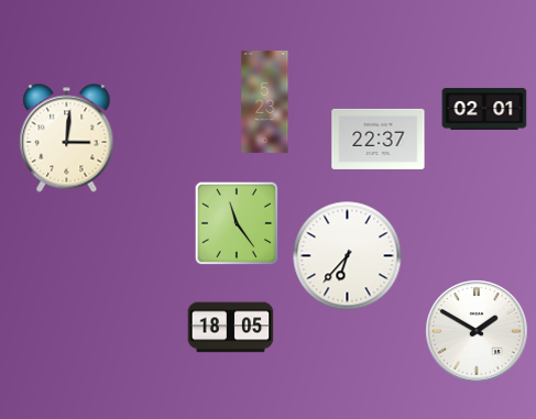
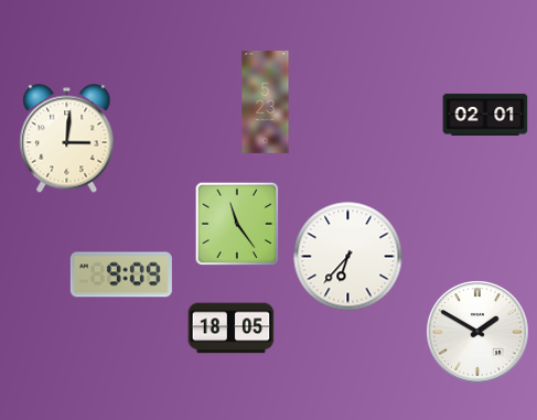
clock at (484, 109) position: (484, 109) -> (485, 115)
clock at (379, 139): 22:37 -> none
clock at (121, 274): none -> 9:09
